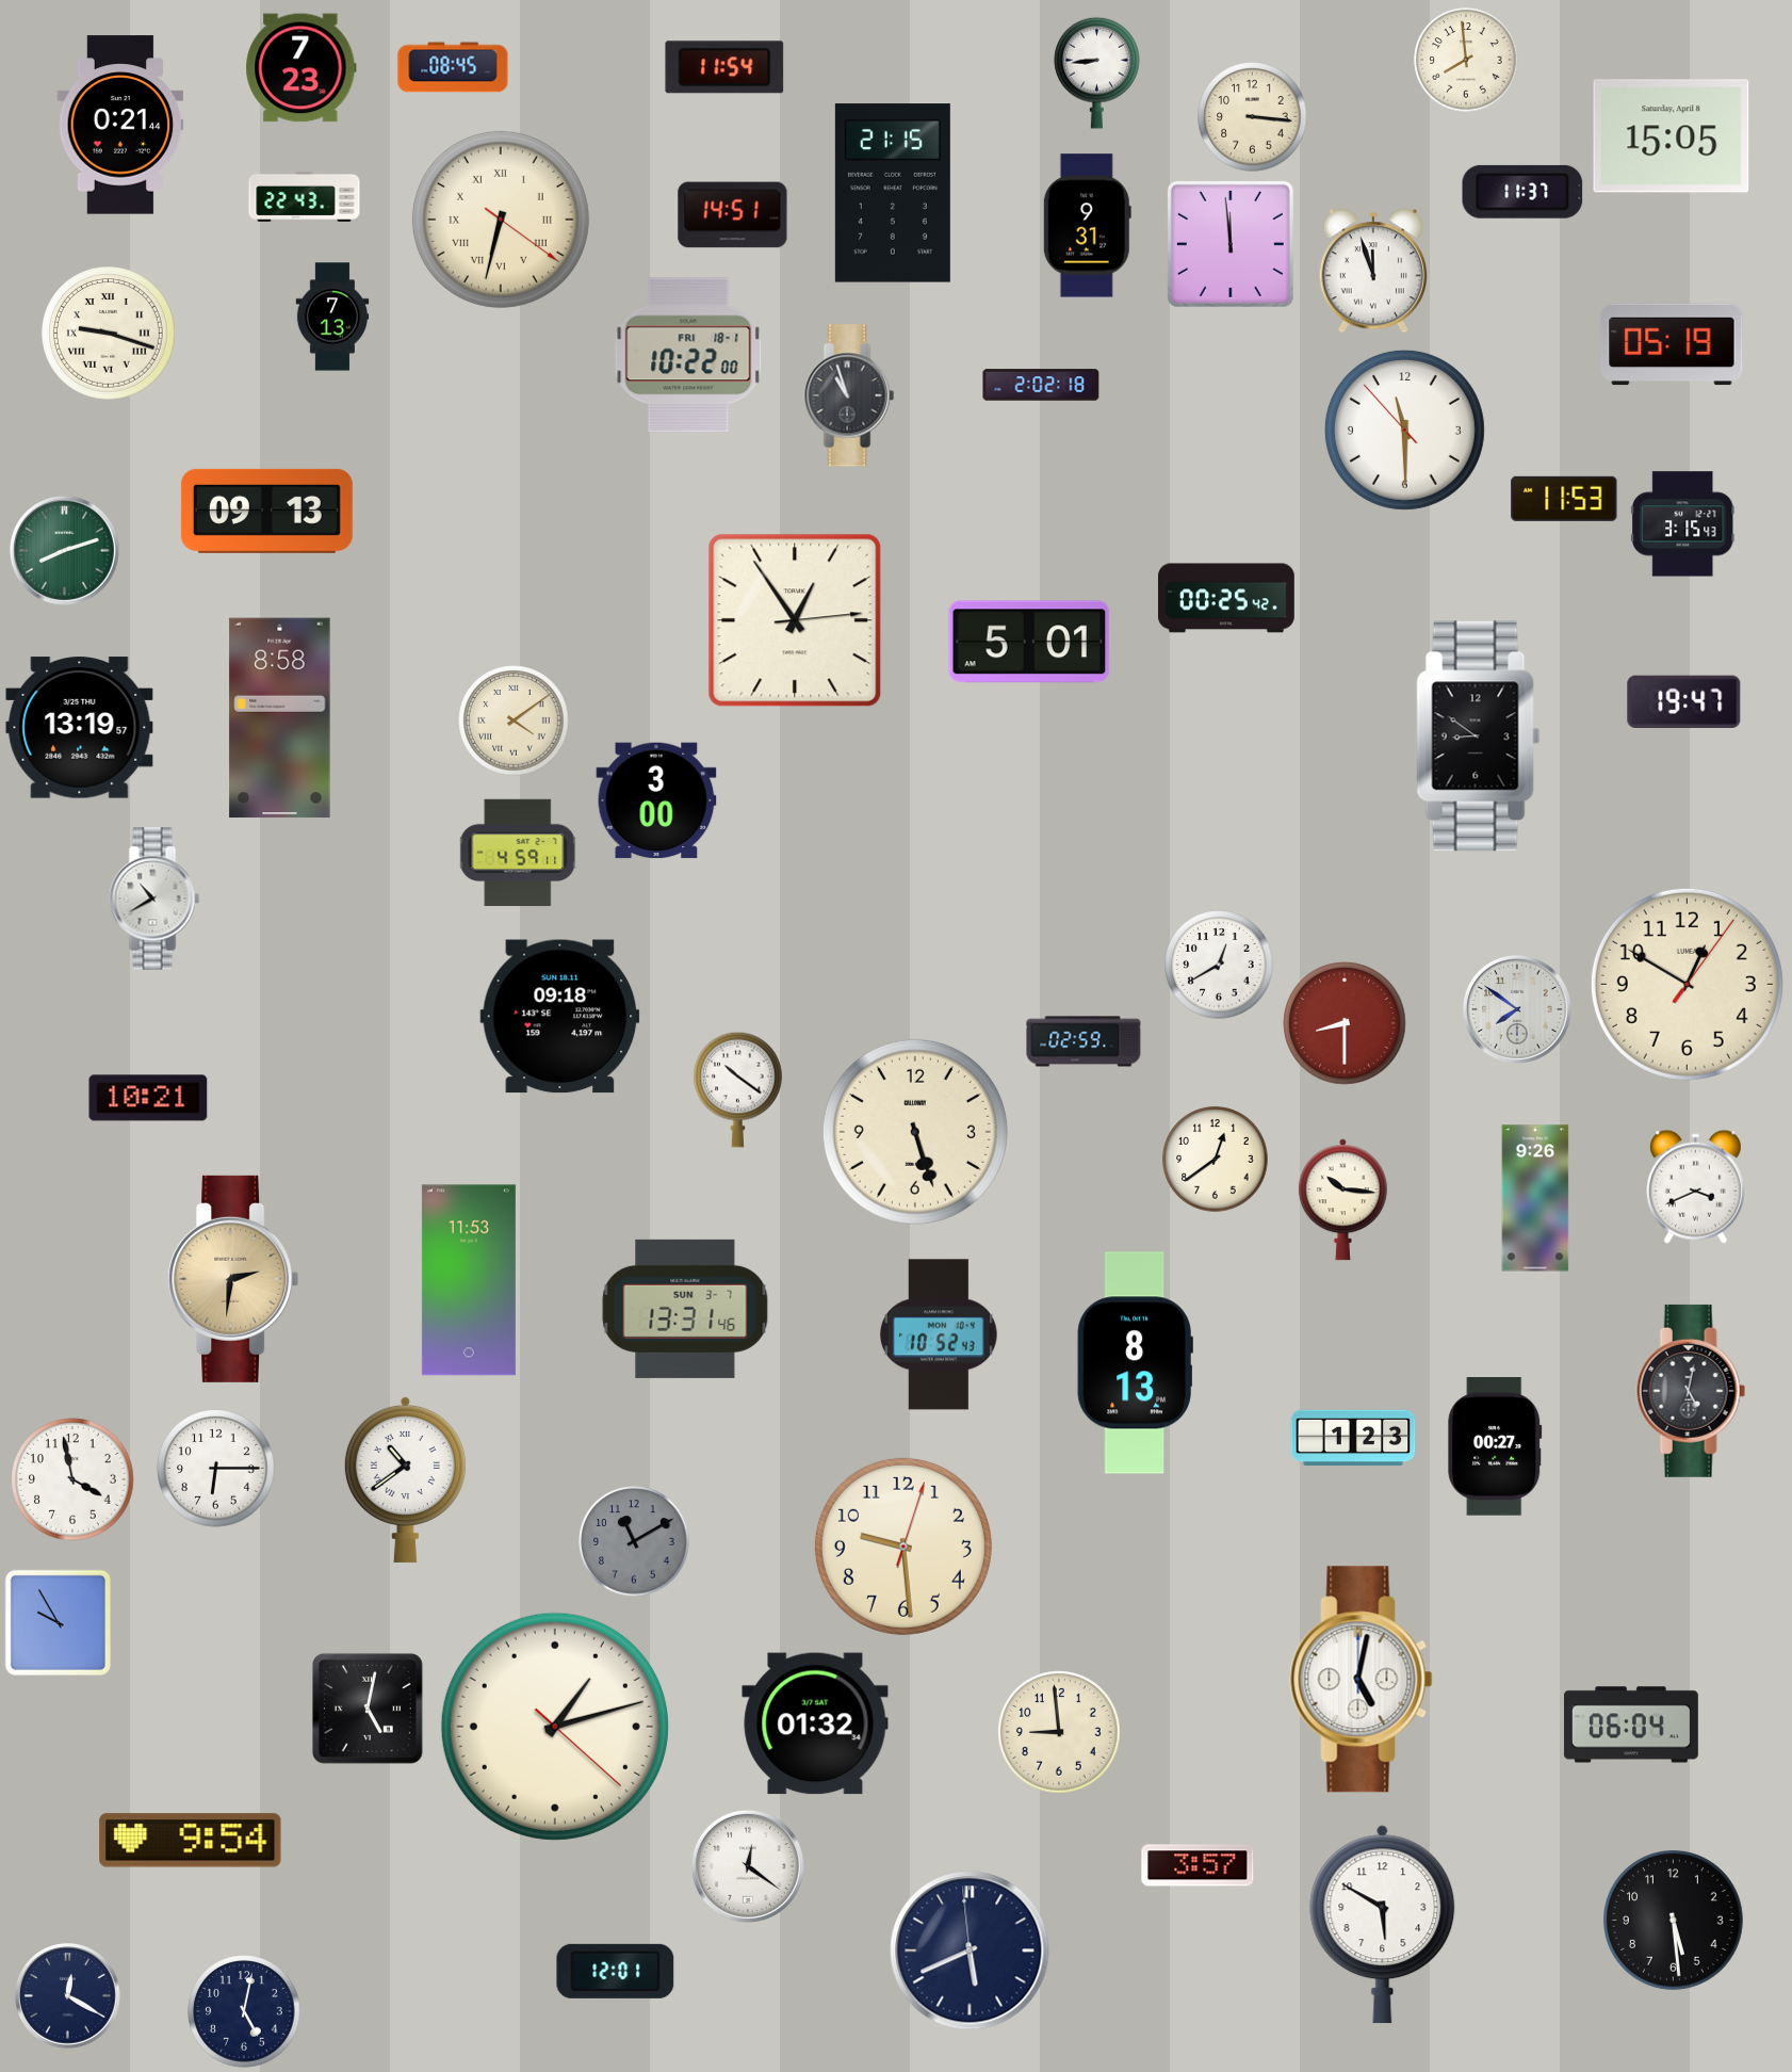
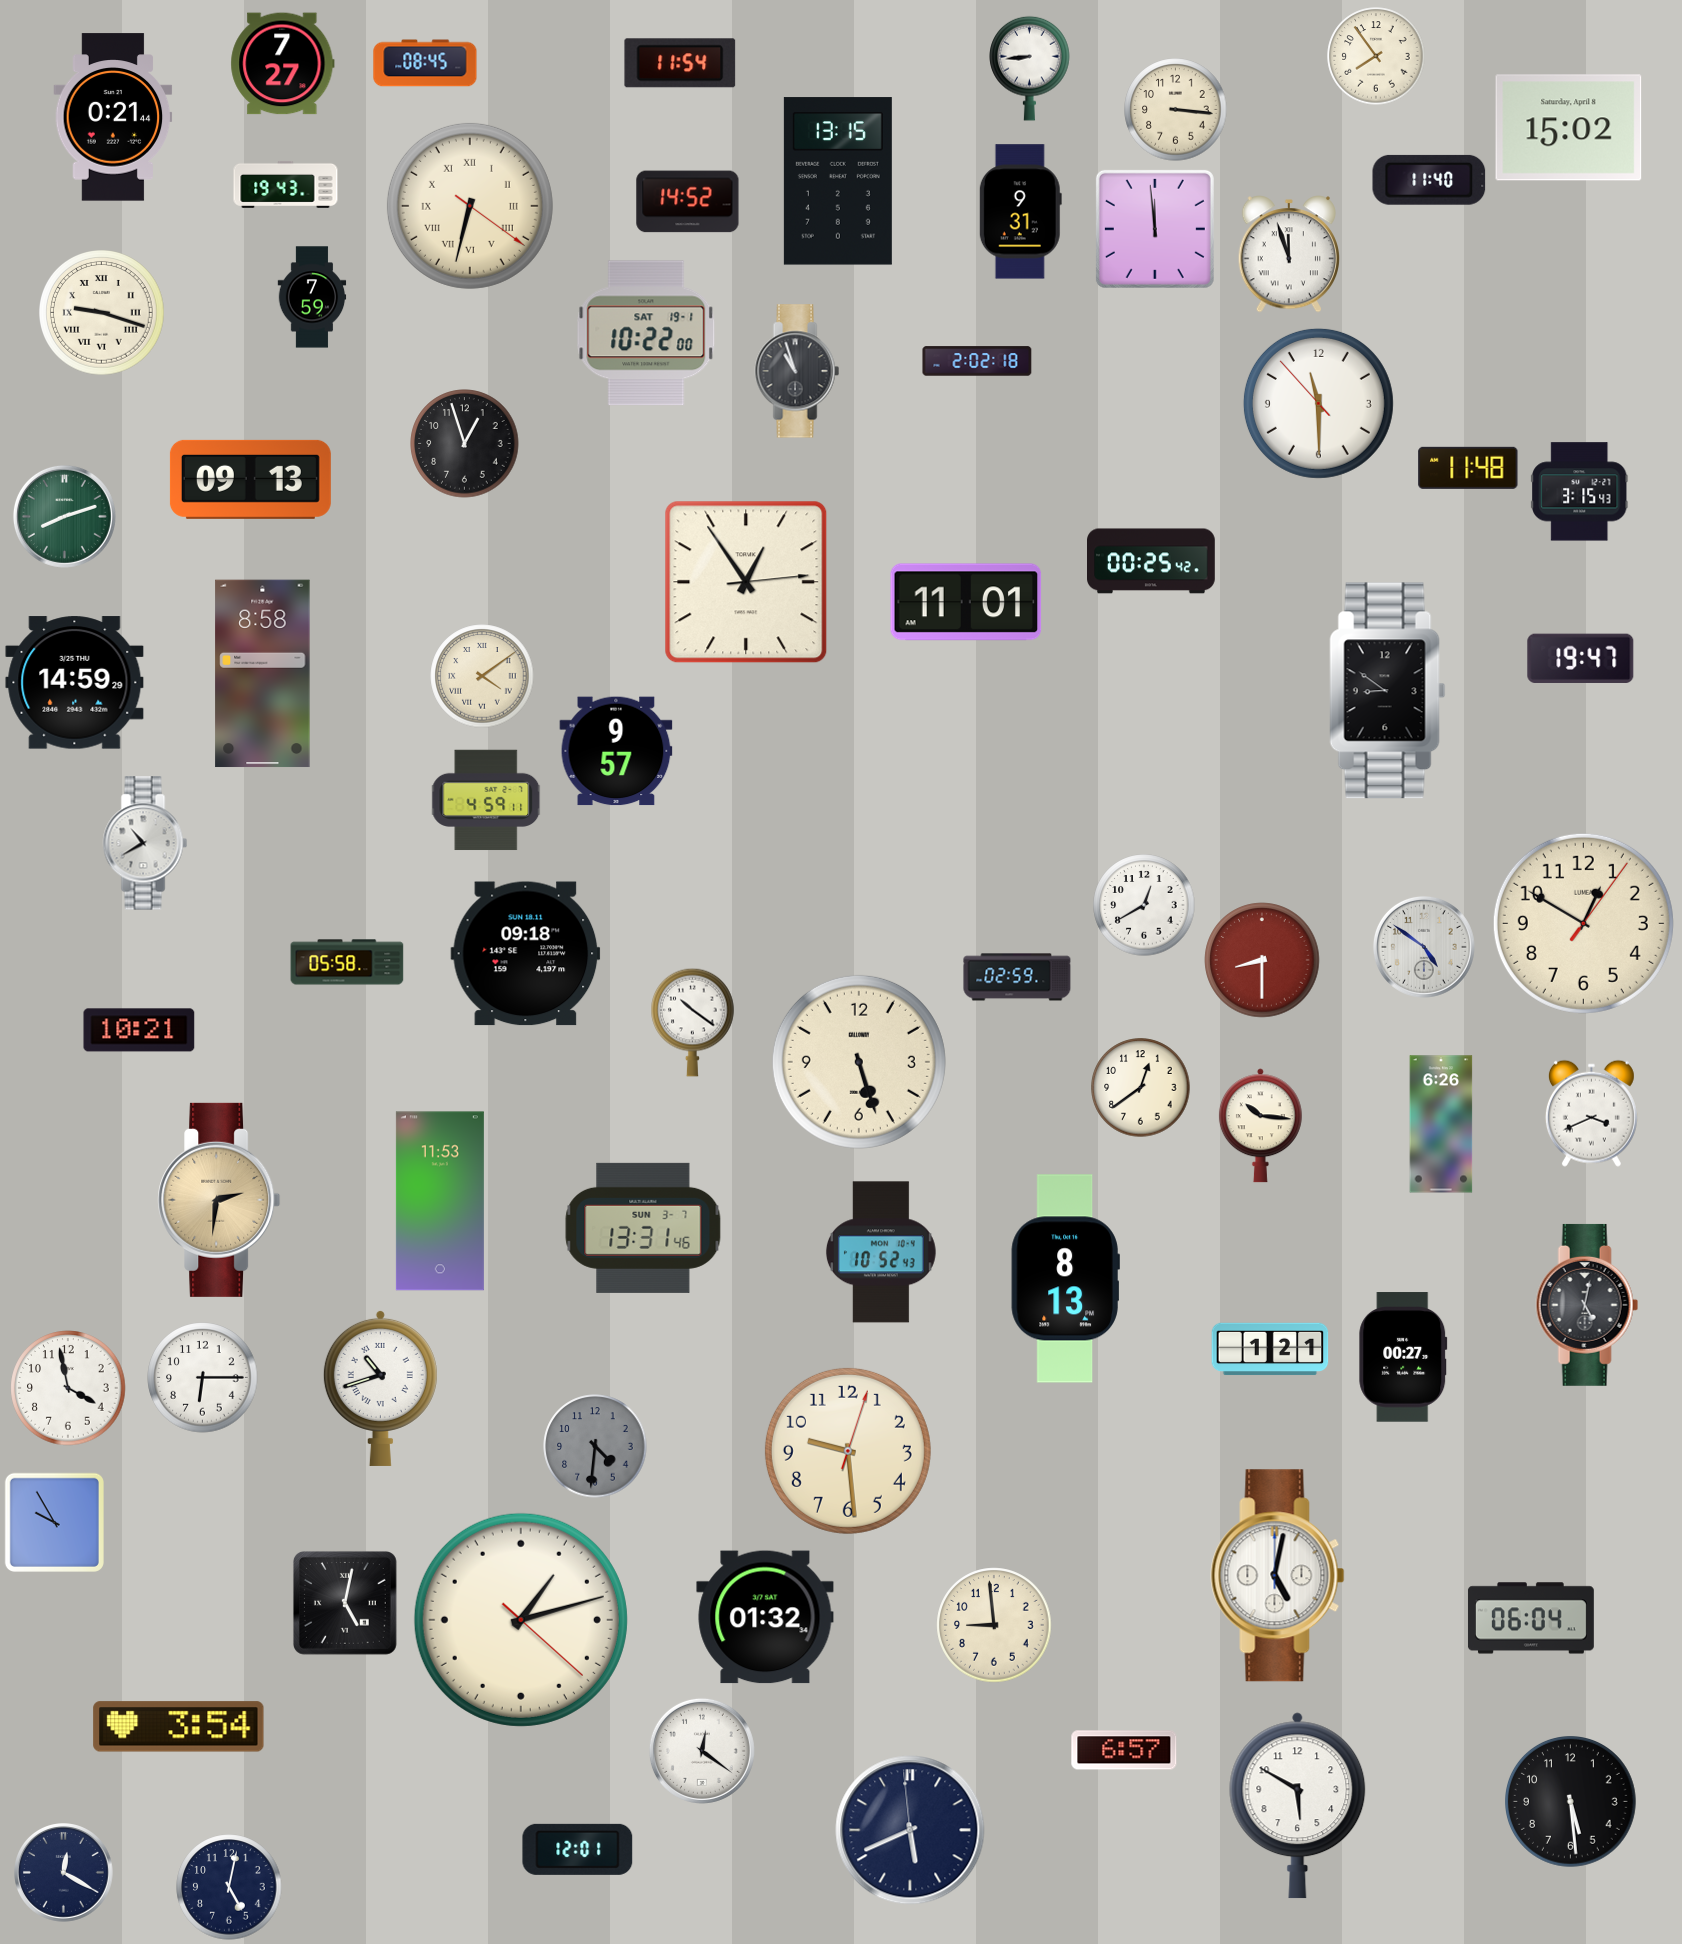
clock at (1466, 60): 7:59 -> 7:54
clock at (302, 68): 7:23 -> 7:27
clock at (1672, 136): 15:05 -> 15:02
clock at (1522, 192): 11:37 -> 11:40
clock at (893, 193): 21:15 -> 13:15
clock at (305, 196): 22:43 -> 19:43
clock at (733, 215): 14:51 -> 14:52
clock at (332, 317): 7:13 -> 7:59
clock at (1672, 344): 05:19 -> none
clock at (688, 355) date: FRI 18-1 -> SAT 19-1
clock at (465, 444): none -> 12:57
clock at (1564, 499): 11:53 -> 11:48
clock at (64, 550) position: (64, 550) -> (64, 516)
clock at (1029, 642): 5:01 -> 11:01
clock at (80, 728): 13:19 -> 14:59
clock at (656, 800): 3:00 -> 9:57
clock at (1517, 1009): 7:51 -> 4:51
clock at (347, 962): none -> 05:58
clock at (1535, 1198): 9:26 -> 6:26
clock at (1353, 1438): 1:23 -> 1:21
clock at (405, 1479): 10:39 -> 10:42
clock at (634, 1541): 11:10 -> 4:31
clock at (191, 1841): 9:54 -> 3:54
clock at (1198, 1865): 3:57 -> 6:57
